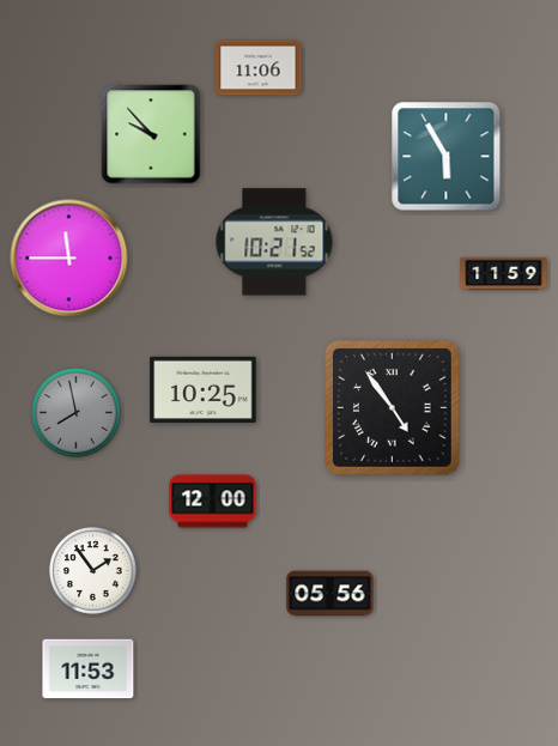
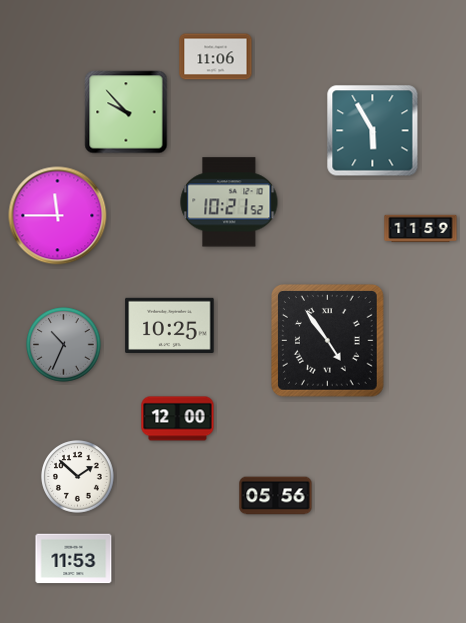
clock at (77, 413): 7:58 -> 10:34
clock at (93, 571): 1:54 -> 1:52
